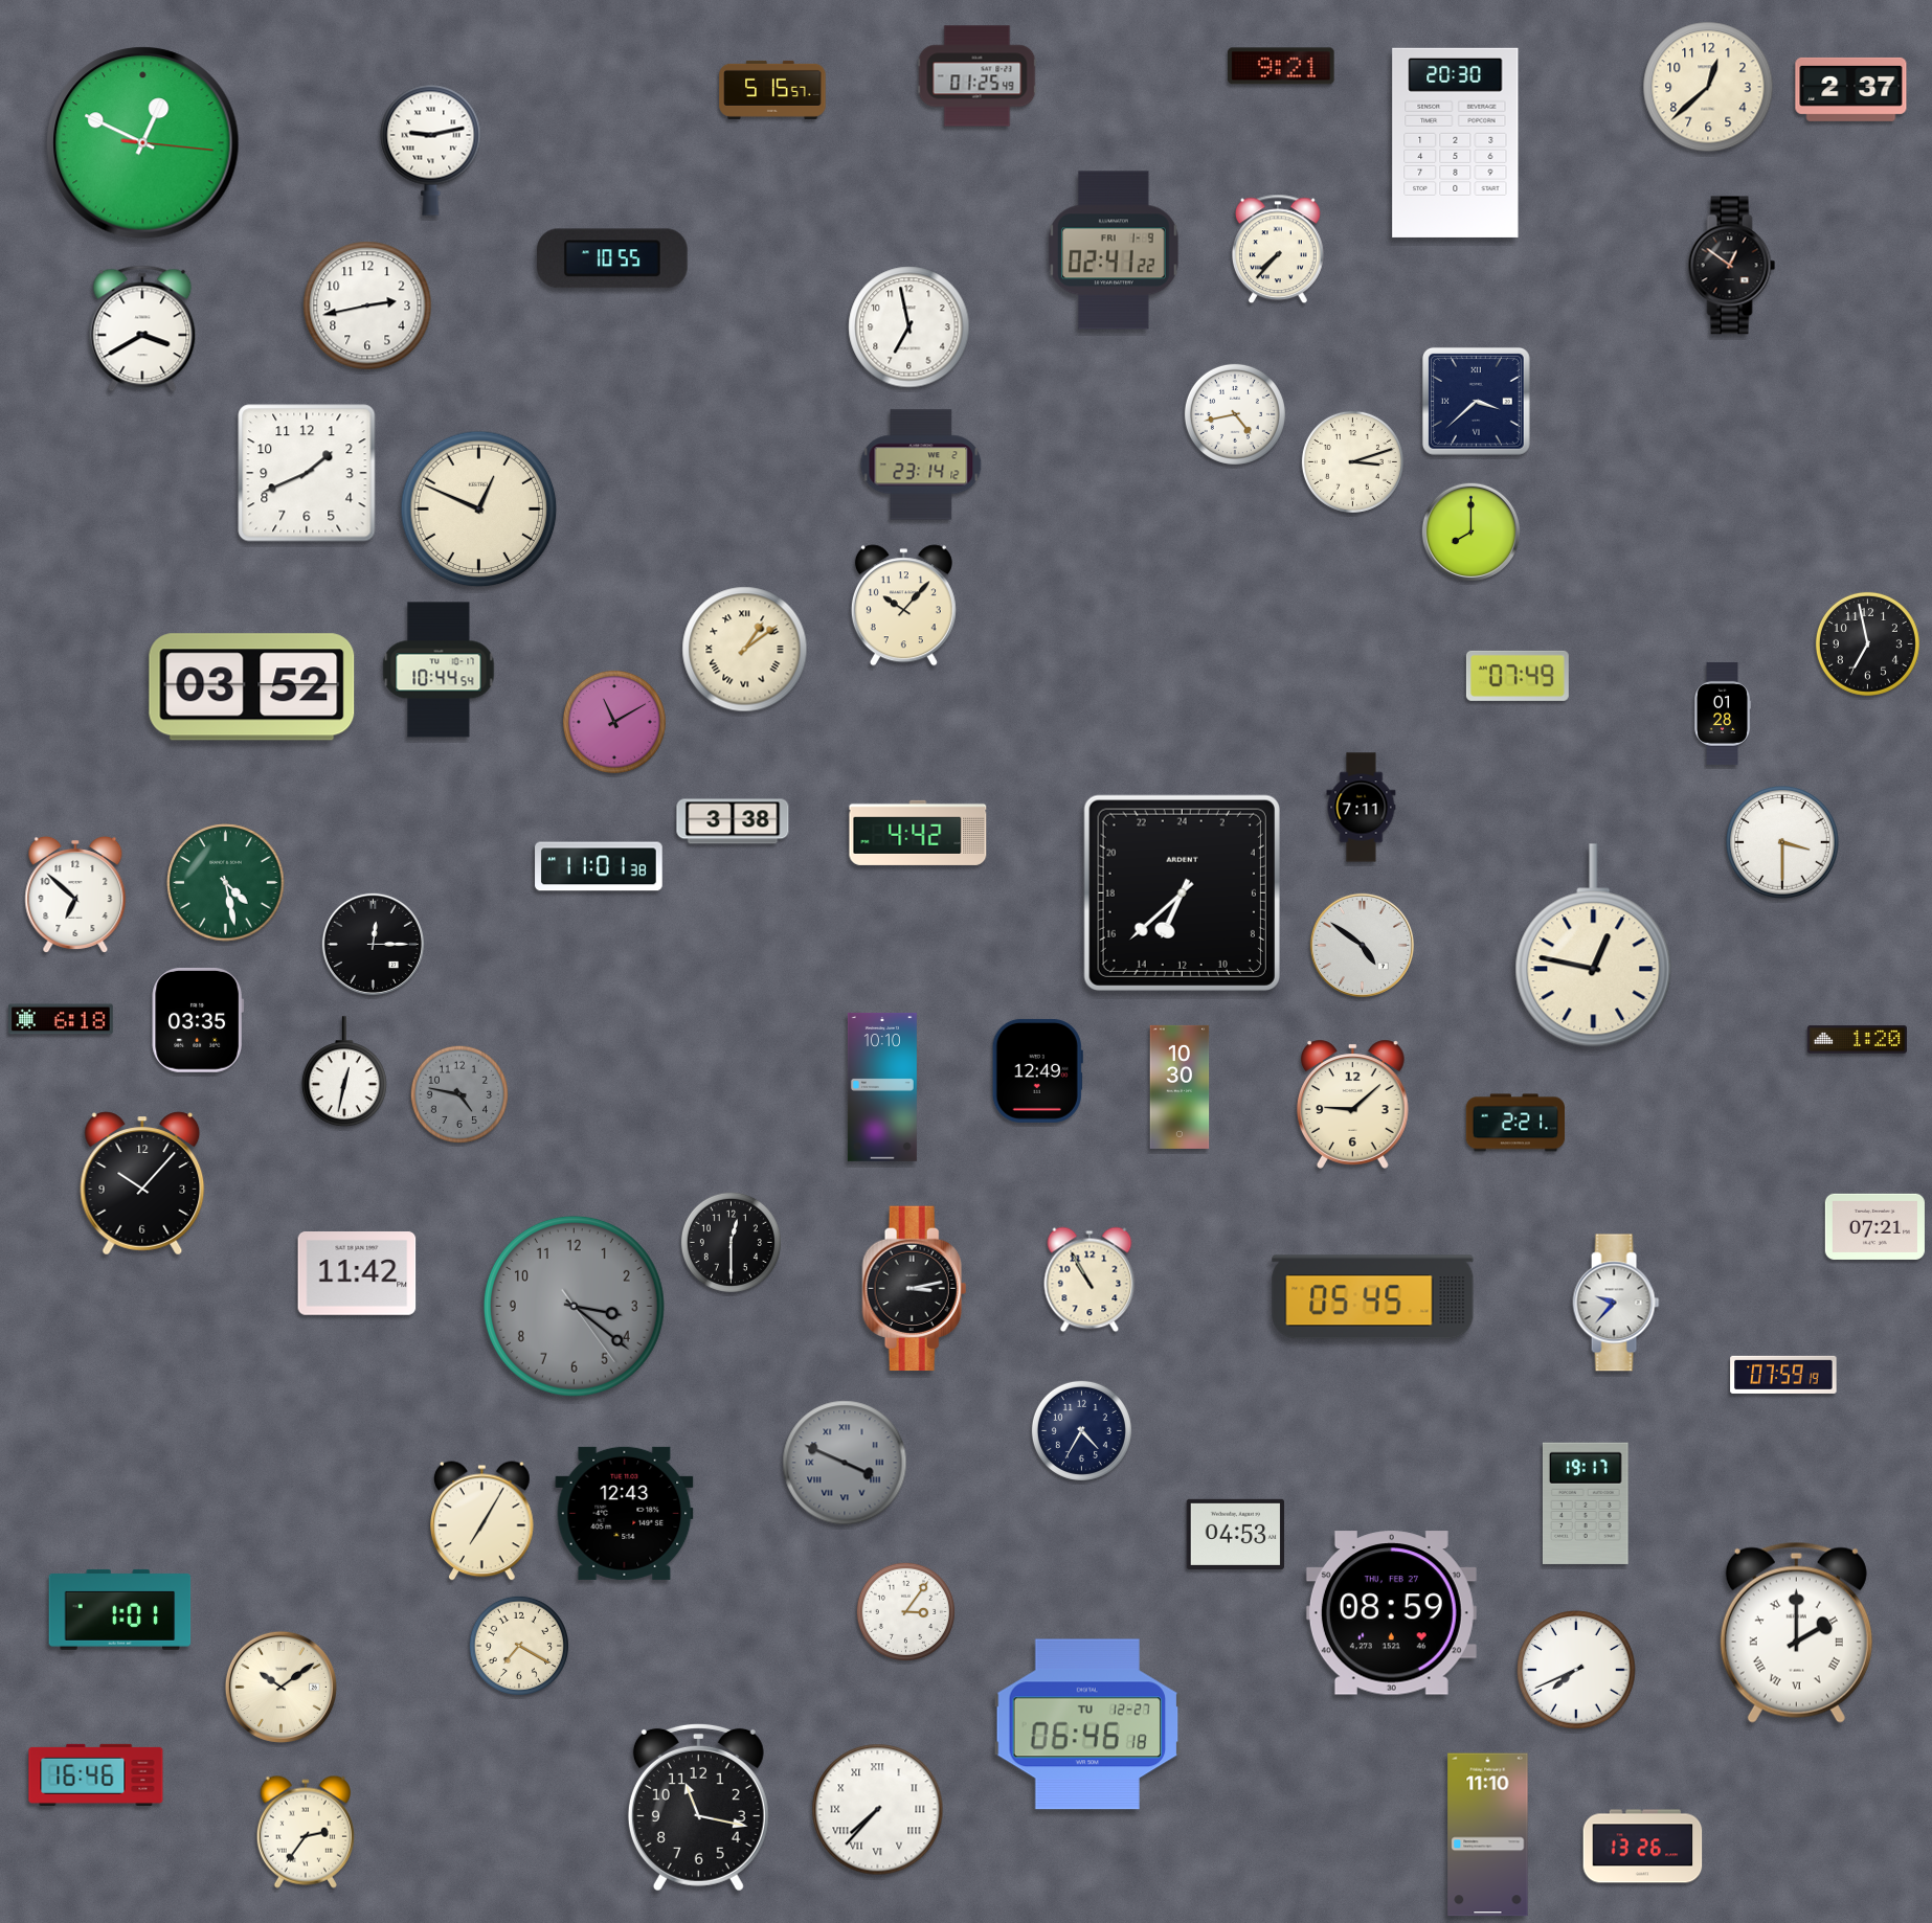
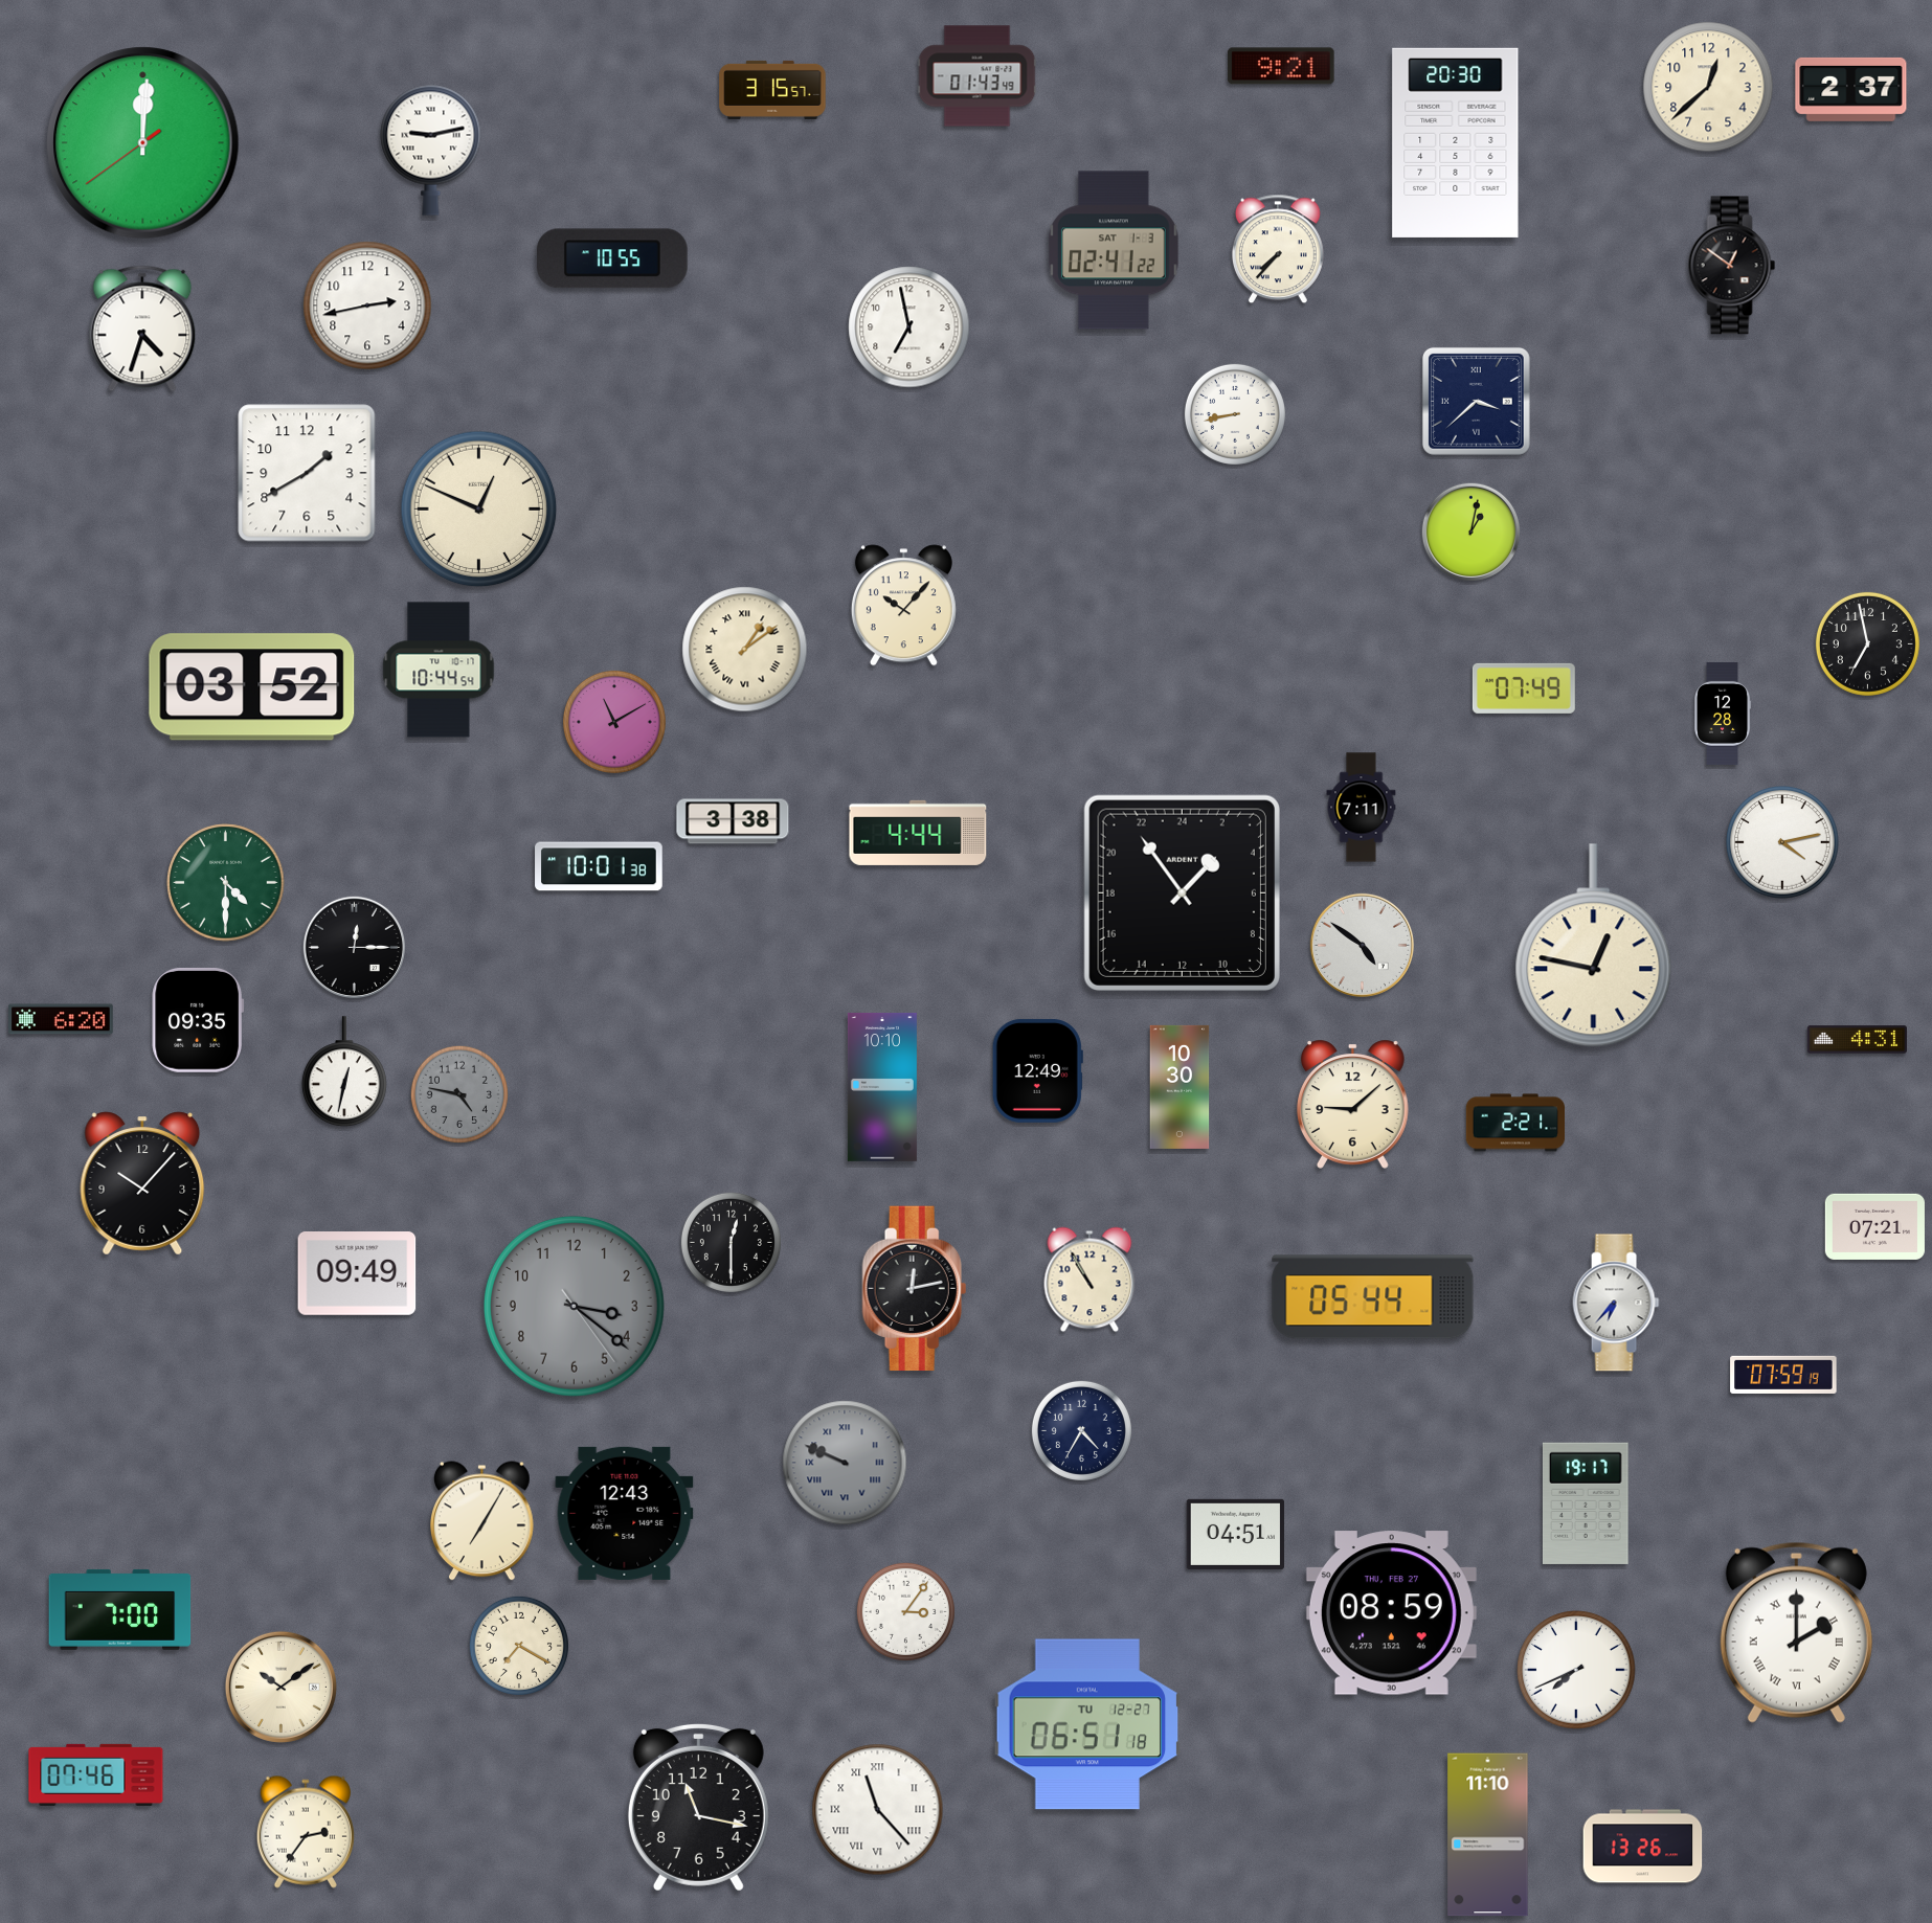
clock at (978, 76): 01:25 -> 01:43
clock at (772, 90): 5:15 -> 3:15
clock at (143, 143): 12:49 -> 12:00
clock at (1115, 250) date: FRI 1-9 -> SAT 1-3
clock at (142, 329): 3:40 -> 4:33
clock at (1235, 414): 4:43 -> 8:43
clock at (1352, 461): 3:12 -> none
clock at (921, 465): 23:14 -> none
clock at (307, 473): 1:41 -> 1:40
clock at (1470, 531): 8:00 -> 1:02
clock at (1518, 676) position: (1518, 676) -> (1524, 688)
clock at (1723, 714): 01:28 -> 12:28
clock at (918, 833): 4:42 -> 4:44
clock at (1782, 842): 3:30 -> 4:13
clock at (599, 866): 11:01 -> 10:01
clock at (226, 883): 4:28 -> 4:30
clock at (1182, 892): 13:38 -> 2:54
clock at (75, 895): 6:52 -> none
clock at (373, 944) position: (373, 944) -> (354, 947)
clock at (62, 1019): 6:18 -> 6:20
clock at (197, 1021): 03:35 -> 09:35
clock at (1857, 1040): 1:20 -> 4:31
clock at (357, 1274): 11:42 -> 09:49
clock at (915, 1289): 3:13 -> 12:13
clock at (1373, 1297): 05:45 -> 05:44
clock at (1616, 1303): 9:37 -> 6:37
clock at (845, 1463): 3:49 -> 9:49
clock at (1236, 1534): 04:53 -> 04:51
clock at (120, 1609): 1:01 -> 7:00
clock at (1087, 1724): 06:46 -> 06:51
clock at (96, 1774): 16:46 -> 07:46
clock at (878, 1810): 7:37 -> 11:23
